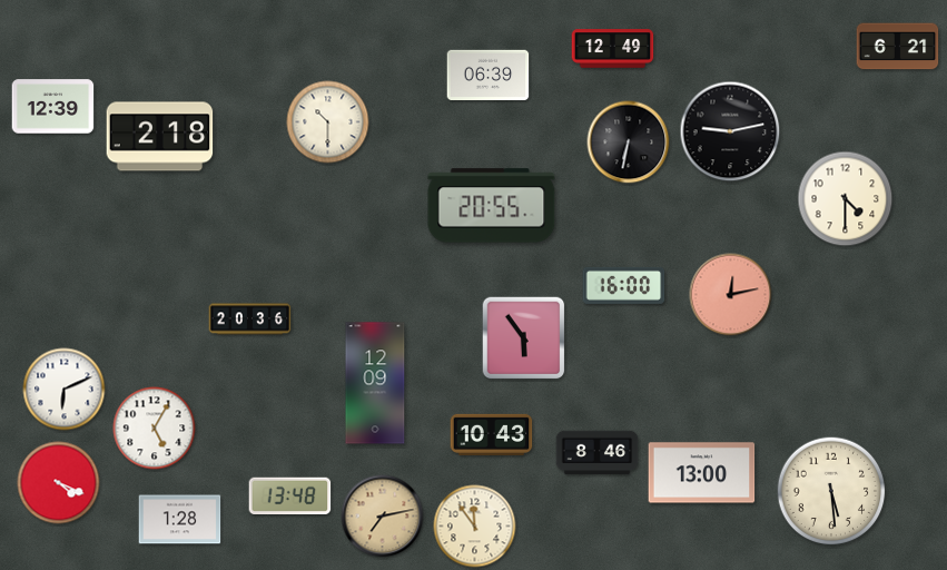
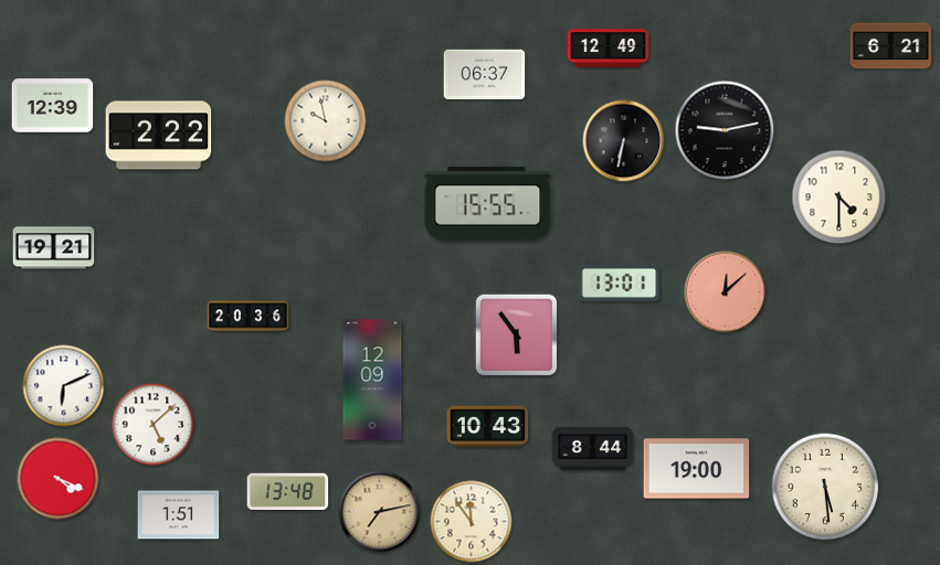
clock at (489, 75): 06:39 -> 06:37
clock at (328, 122): 10:30 -> 9:58
clock at (160, 137): 2:18 -> 2:22
clock at (492, 206): 20:55 -> 15:55
clock at (54, 248): none -> 19:21
clock at (624, 285): 16:00 -> 13:01
clock at (731, 295): 12:13 -> 12:08
clock at (524, 338) position: (524, 338) -> (517, 335)
clock at (155, 429): 5:05 -> 5:08
clock at (492, 434) position: (492, 434) -> (488, 426)
clock at (598, 453): 8:46 -> 8:44
clock at (702, 473): 13:00 -> 19:00
clock at (180, 520): 1:28 -> 1:51
